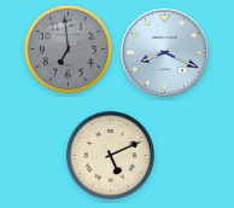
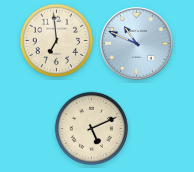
clock at (68, 48) dial: grey -> cream
clock at (165, 53): 8:19 -> 10:49
